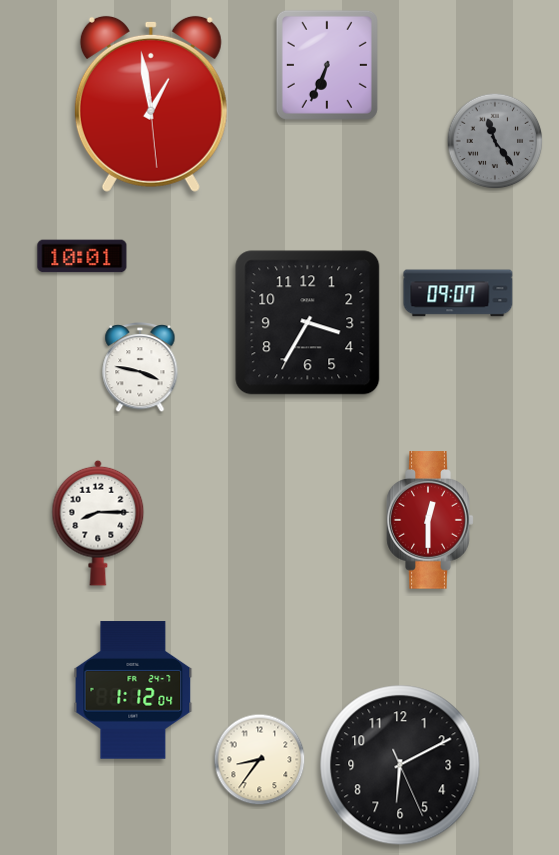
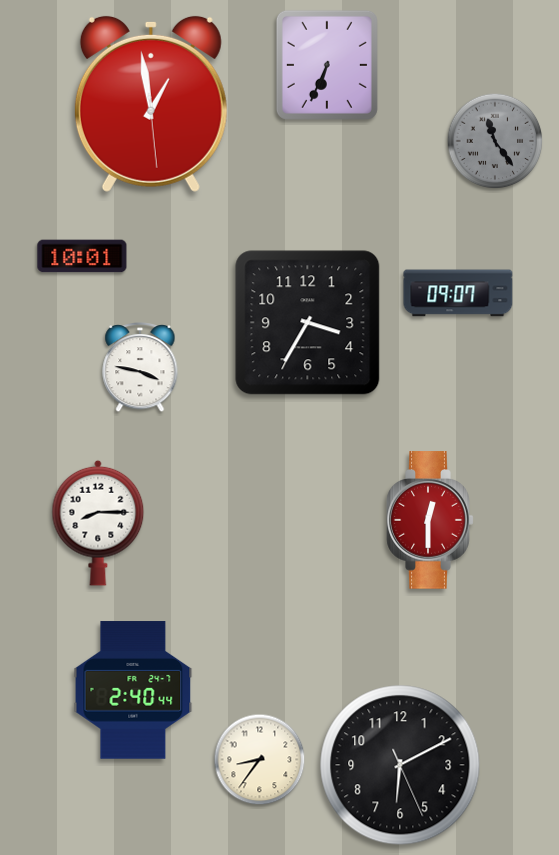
clock at (133, 690): 1:12 -> 2:40
